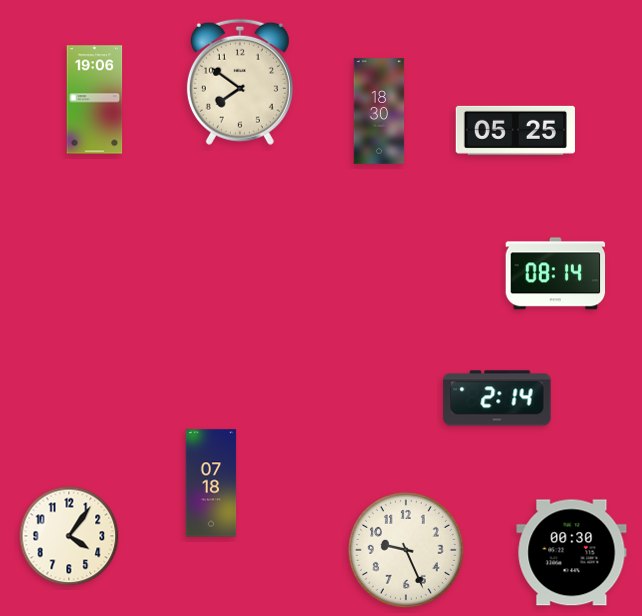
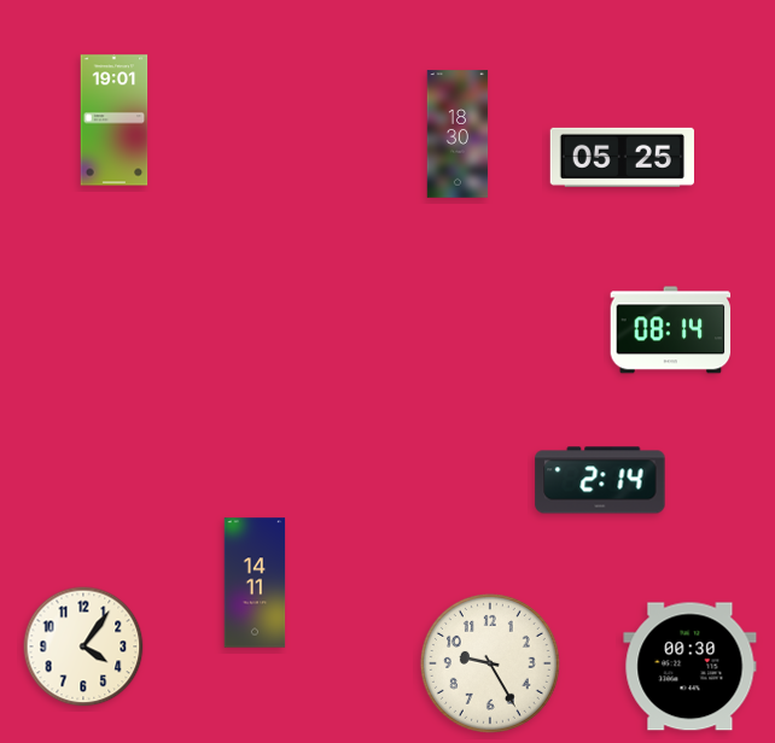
clock at (240, 82): 7:51 -> none
clock at (95, 100): 19:06 -> 19:01
clock at (211, 483): 07:18 -> 14:11
clock at (406, 550): 9:26 -> 9:25
